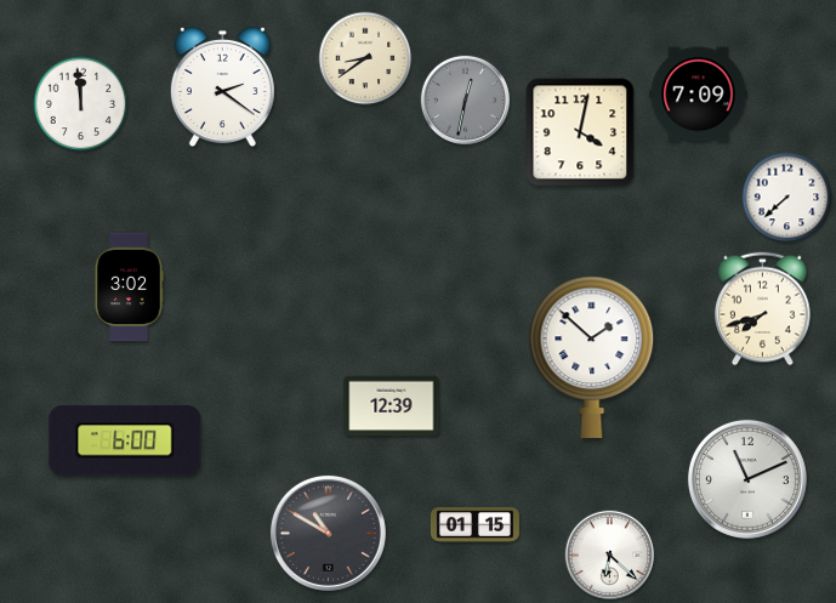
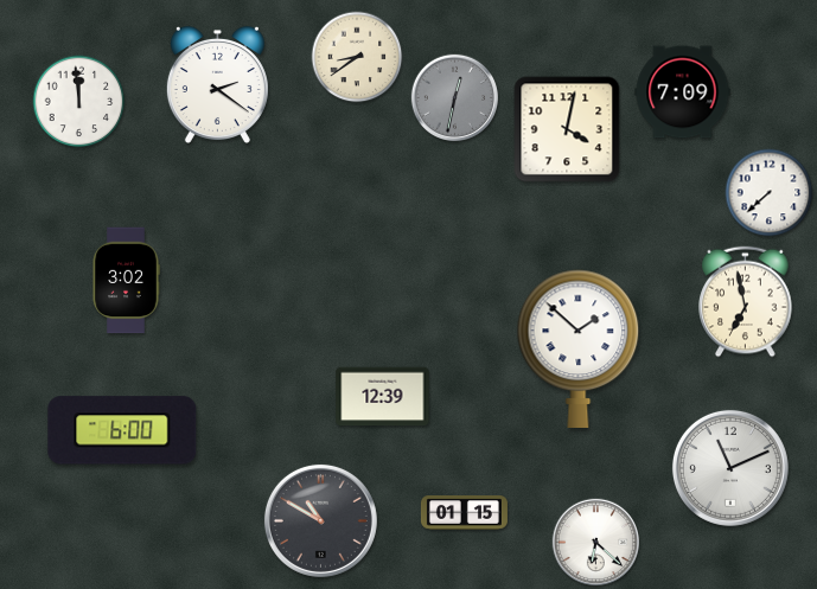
clock at (763, 309): 7:42 -> 6:58
